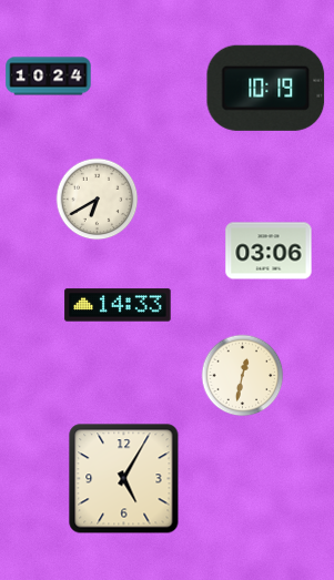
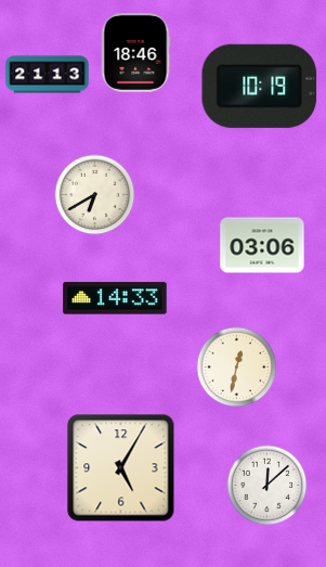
clock at (135, 52): none -> 18:46
clock at (49, 77): 10:24 -> 21:13
clock at (268, 486): none -> 12:08
